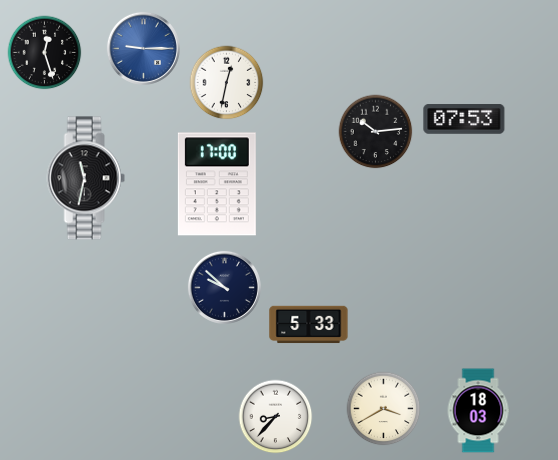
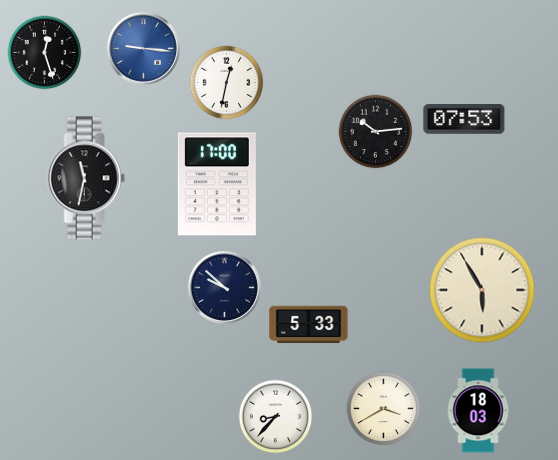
clock at (143, 48): 9:15 -> 9:16
clock at (482, 290): none -> 5:55
